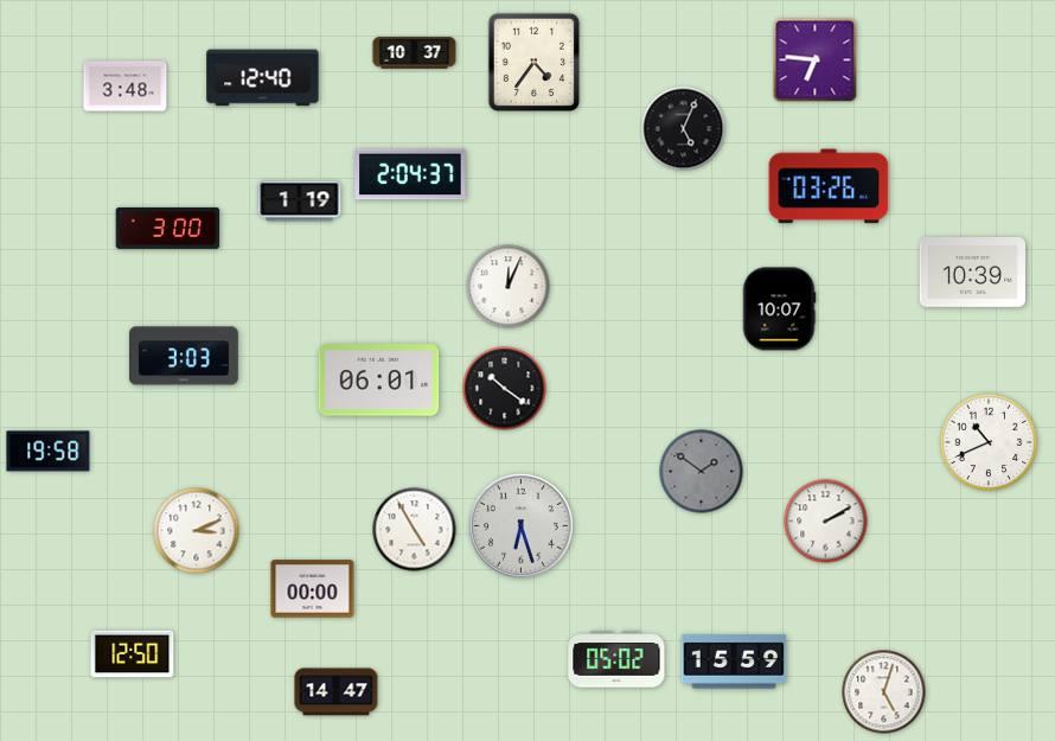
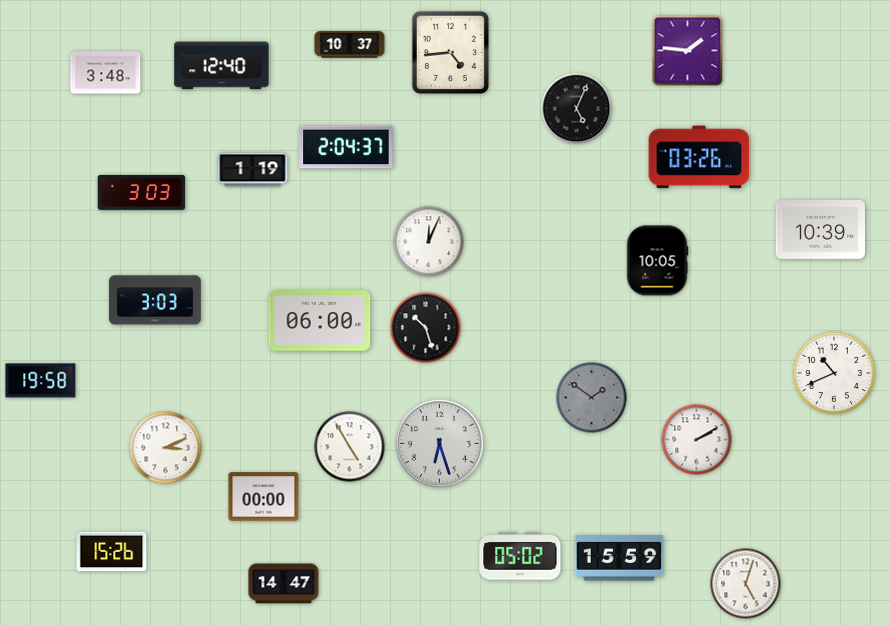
clock at (816, 60): 6:46 -> 1:46
clock at (533, 62): 4:36 -> 4:44
clock at (168, 228): 3:00 -> 3:03
clock at (779, 309): 10:07 -> 10:05
clock at (379, 381): 06:01 -> 06:00
clock at (505, 389): 10:21 -> 10:27
clock at (133, 654): 12:50 -> 15:26
